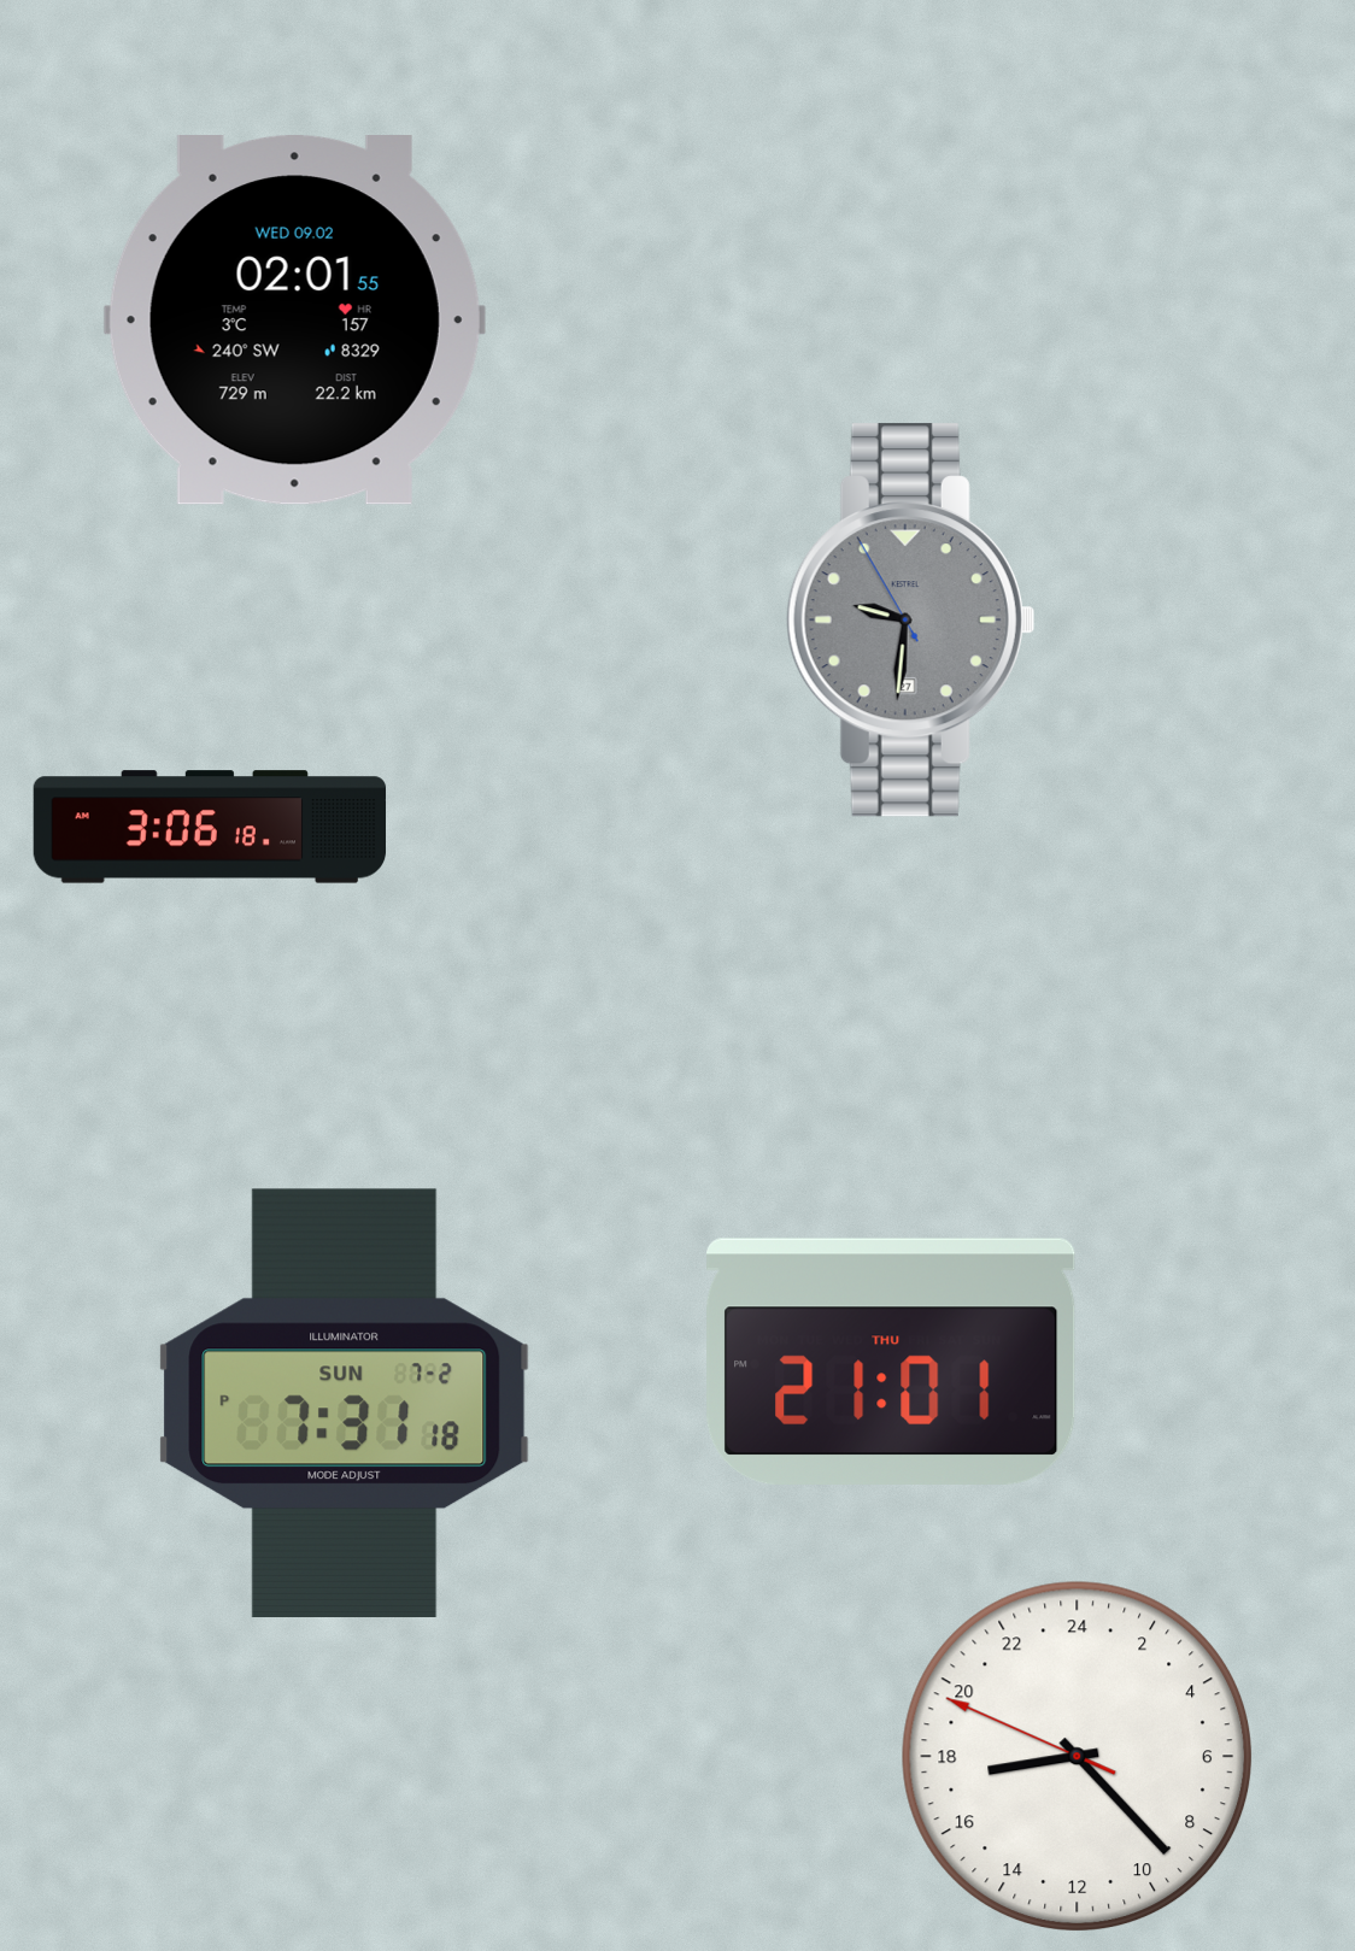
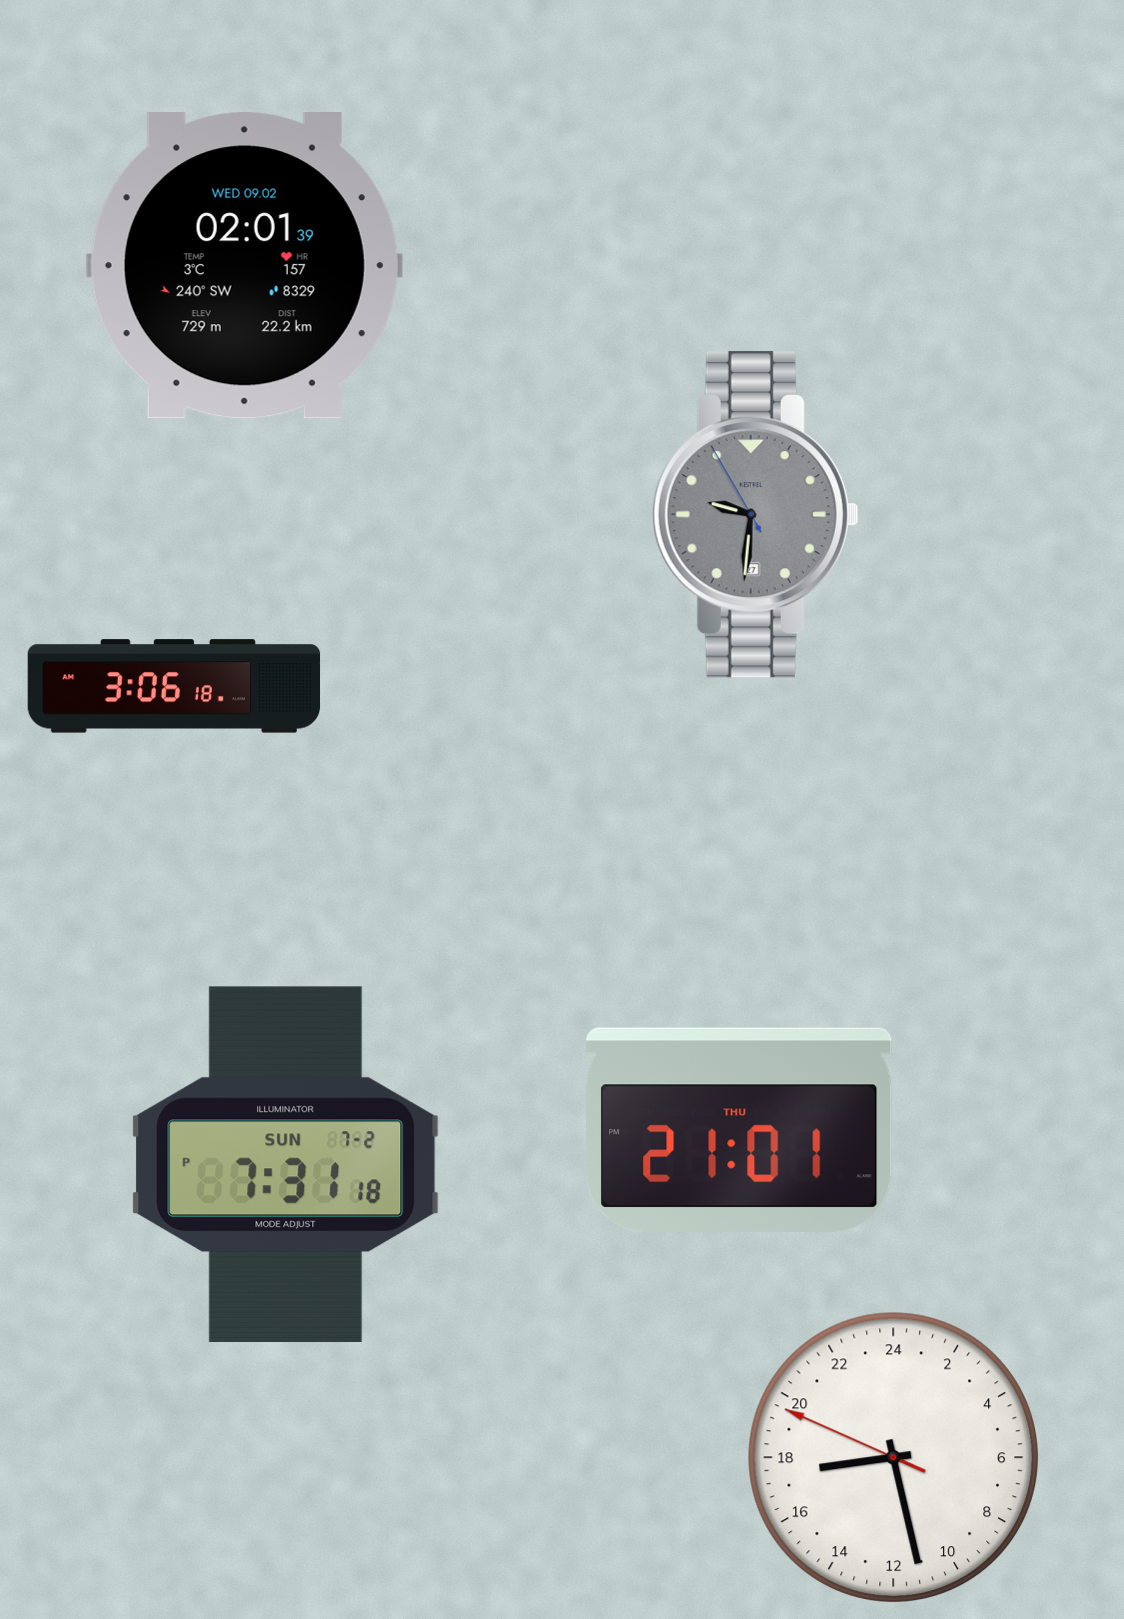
clock at (294, 321): 02:01:55 -> 02:01:39
clock at (1078, 1757): 17:22 -> 17:27
